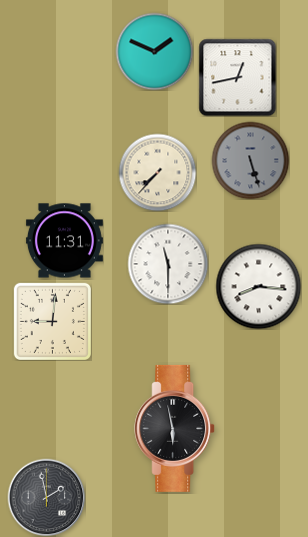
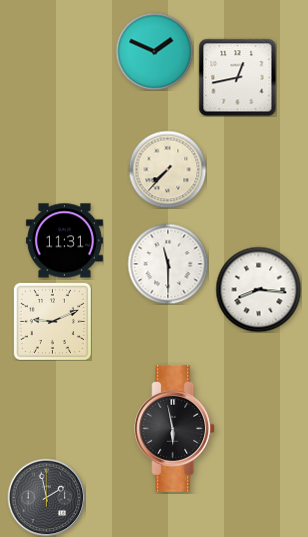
clock at (250, 160): 5:27 -> none
clock at (157, 172) position: (157, 172) -> (167, 169)
clock at (258, 286) position: (258, 286) -> (258, 289)
clock at (52, 321): 9:01 -> 9:11
